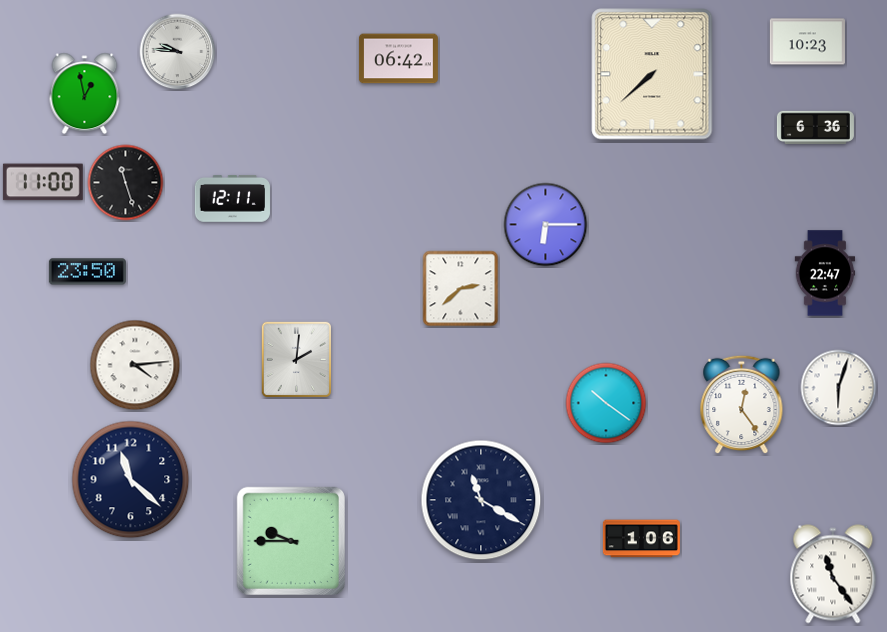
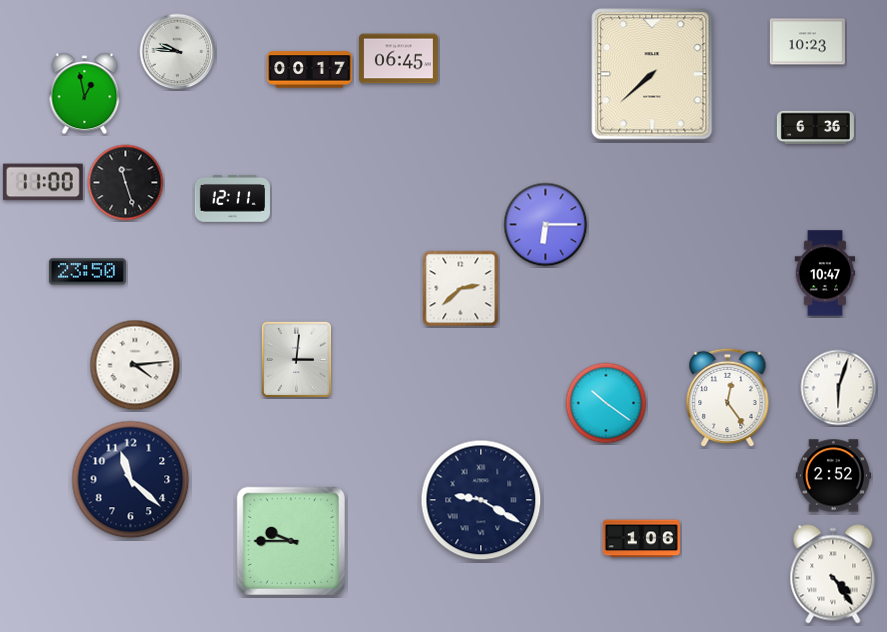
clock at (398, 59): 06:42 -> 06:45
clock at (310, 70): none -> 00:17
clock at (825, 273): 22:47 -> 10:47
clock at (296, 359): 2:01 -> 3:01
clock at (742, 405) position: (742, 405) -> (728, 398)
clock at (833, 476): none -> 2:52
clock at (481, 500): 11:20 -> 9:20
clock at (833, 574): 11:24 -> 4:24
